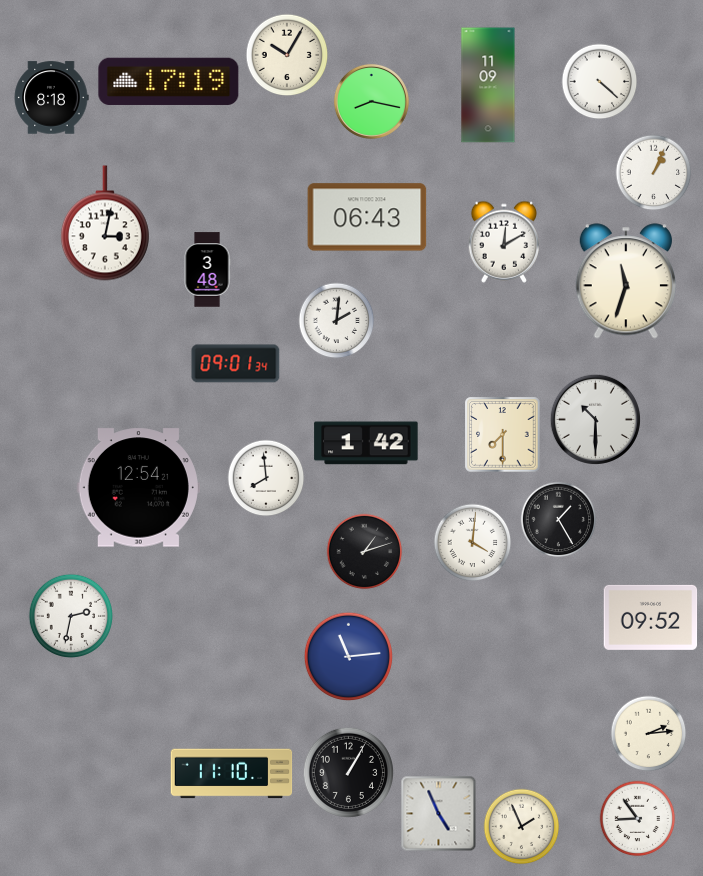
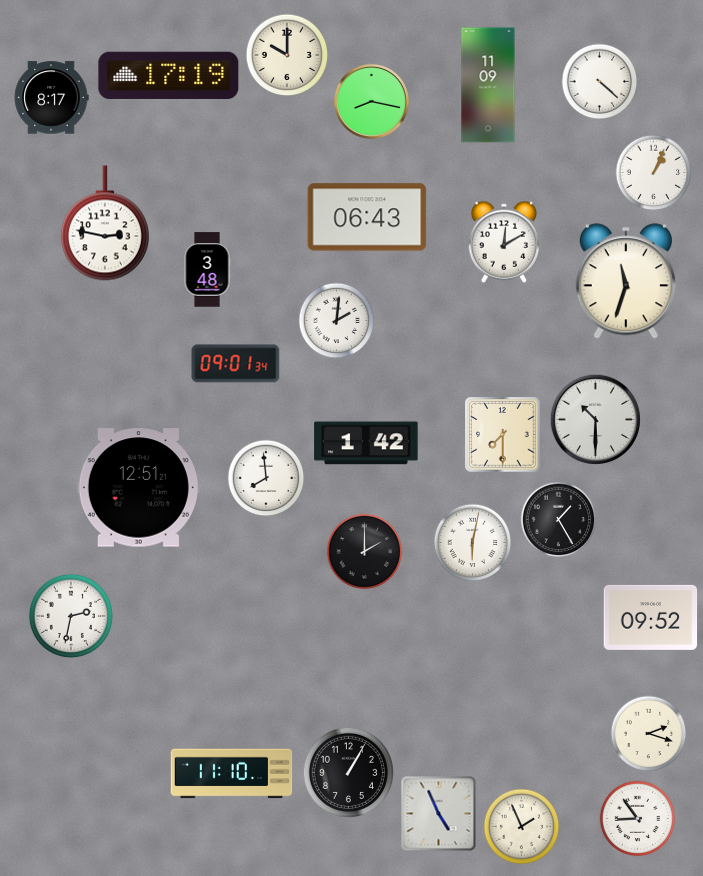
clock at (287, 55): 10:05 -> 10:00
clock at (169, 81) position: (169, 81) -> (169, 75)
clock at (51, 98): 8:18 -> 8:17
clock at (105, 223): 3:02 -> 2:47
clock at (138, 488): 12:54 -> 12:51
clock at (473, 543): 4:01 -> 6:02
clock at (365, 552): 1:12 -> 2:00
clock at (348, 656): 11:14 -> none
clock at (649, 734): 2:14 -> 2:18
